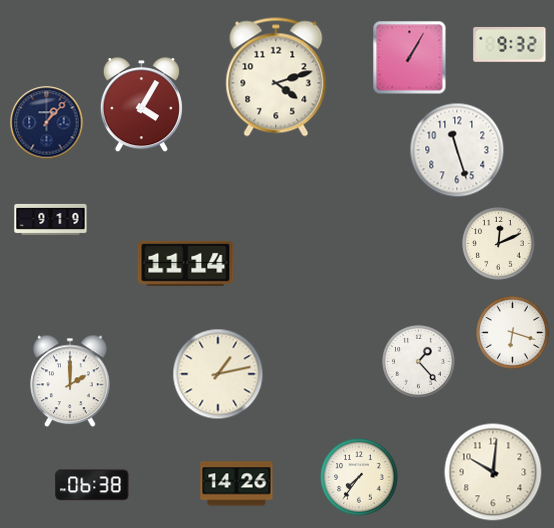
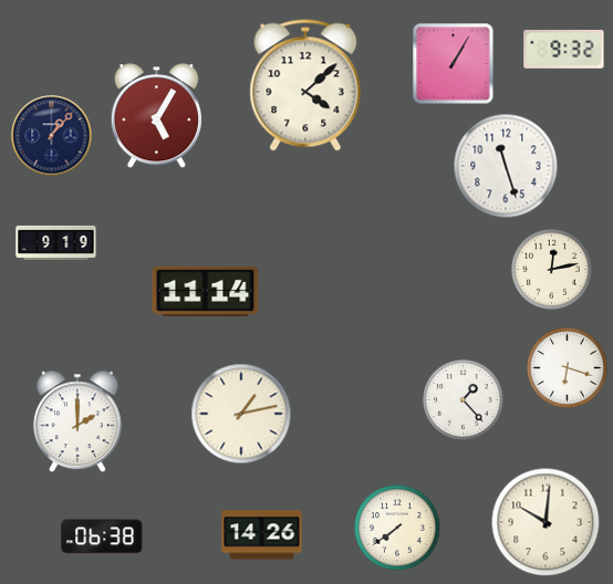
clock at (276, 77): 4:12 -> 4:08
clock at (141, 105): 4:05 -> 5:05
clock at (499, 244): 12:11 -> 12:13
clock at (359, 477): 7:36 -> 7:39
